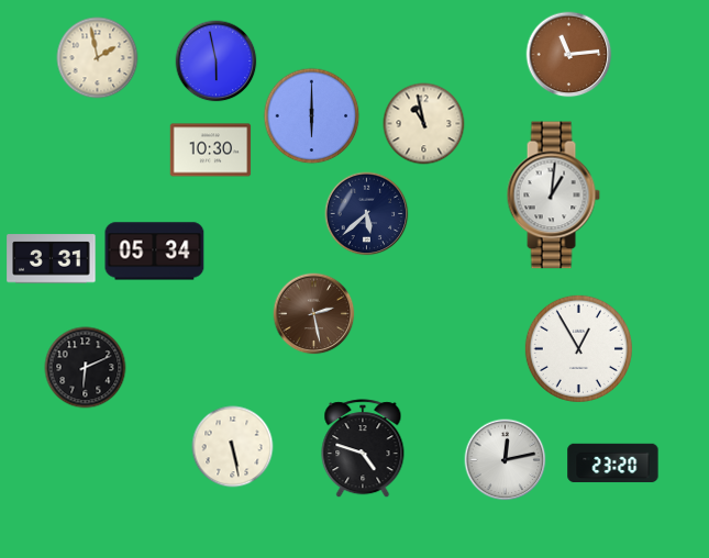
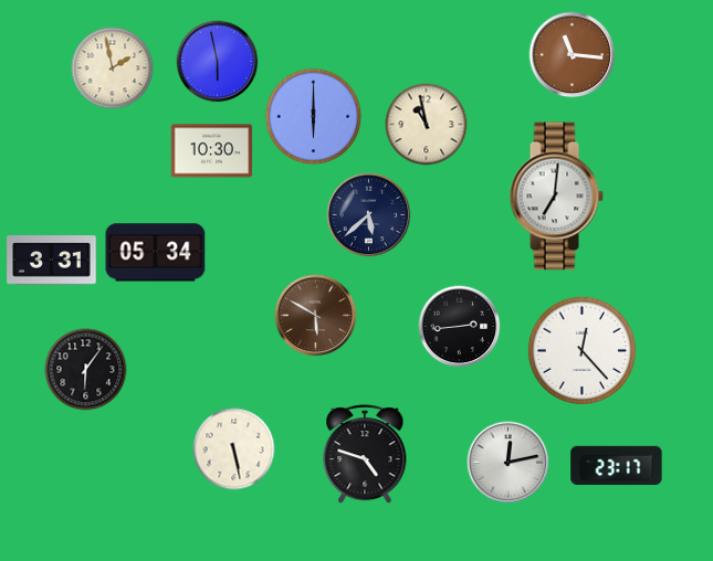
clock at (569, 55): 11:14 -> 11:16
clock at (98, 58) position: (98, 58) -> (113, 68)
clock at (553, 196): 1:01 -> 7:01
clock at (314, 314): 2:28 -> 5:50
clock at (460, 327): none -> 2:44
clock at (578, 348): 12:55 -> 12:23
clock at (86, 368): 6:11 -> 6:06
clock at (363, 449) position: (363, 449) -> (365, 455)
clock at (613, 464): 23:20 -> 23:17
